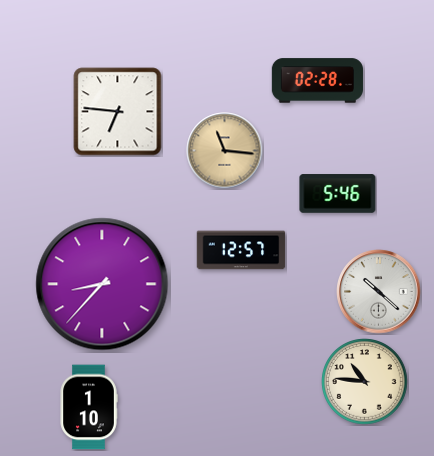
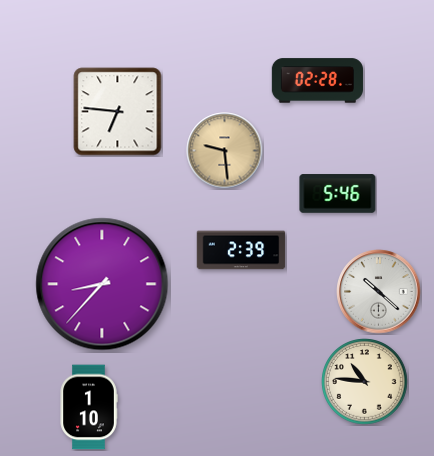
clock at (225, 151): 11:16 -> 9:29
clock at (241, 250): 12:57 -> 2:39
